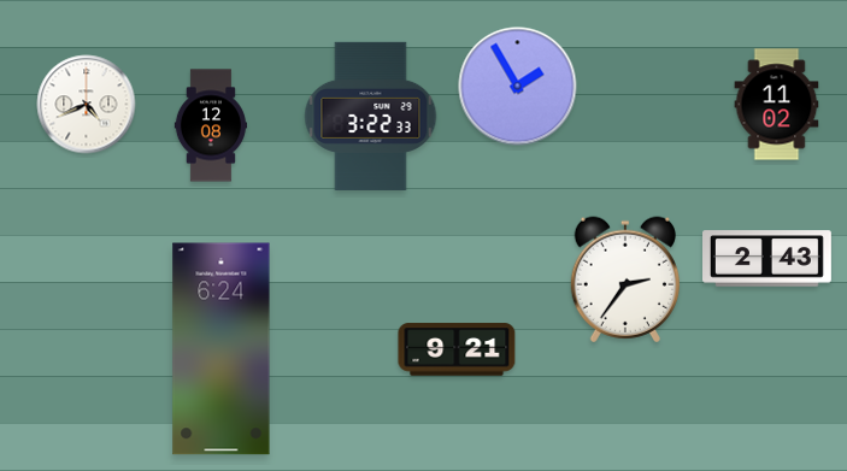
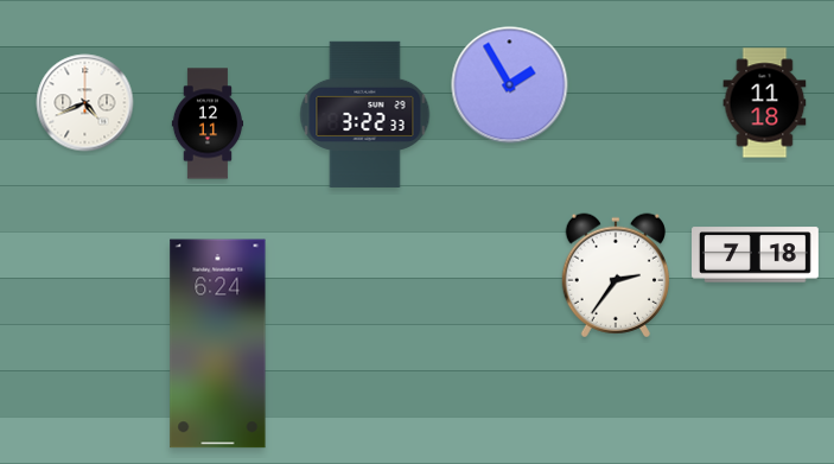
clock at (777, 105): 11:02 -> 11:18
clock at (210, 125): 12:08 -> 12:11
clock at (767, 259): 2:43 -> 7:18
clock at (457, 349): 9:21 -> none
